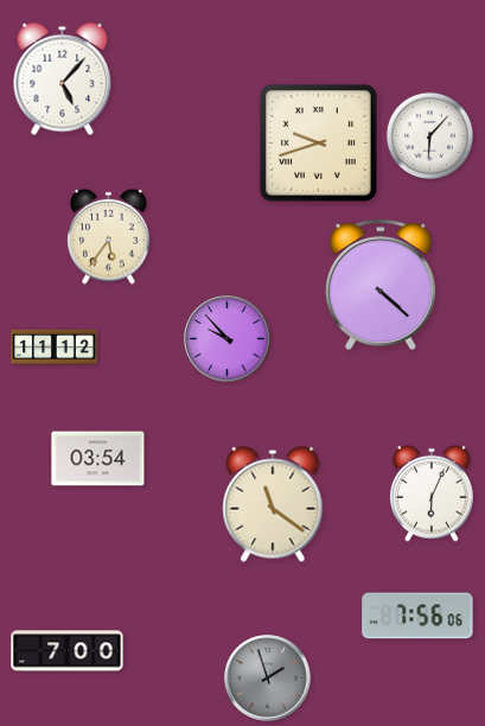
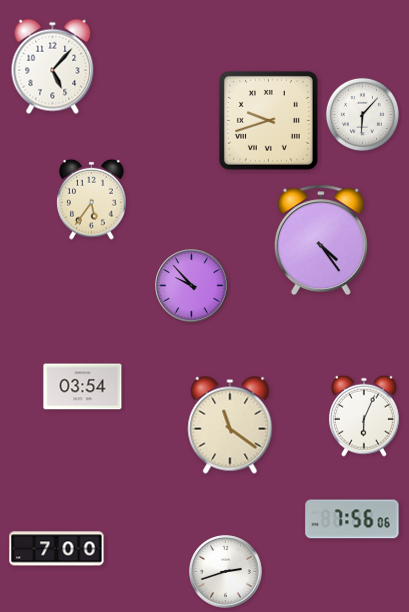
clock at (381, 285): 4:22 -> 4:24
clock at (55, 348): 11:12 -> none
clock at (268, 679): 1:57 -> 2:42
clock at (268, 679) dial: grey -> white
